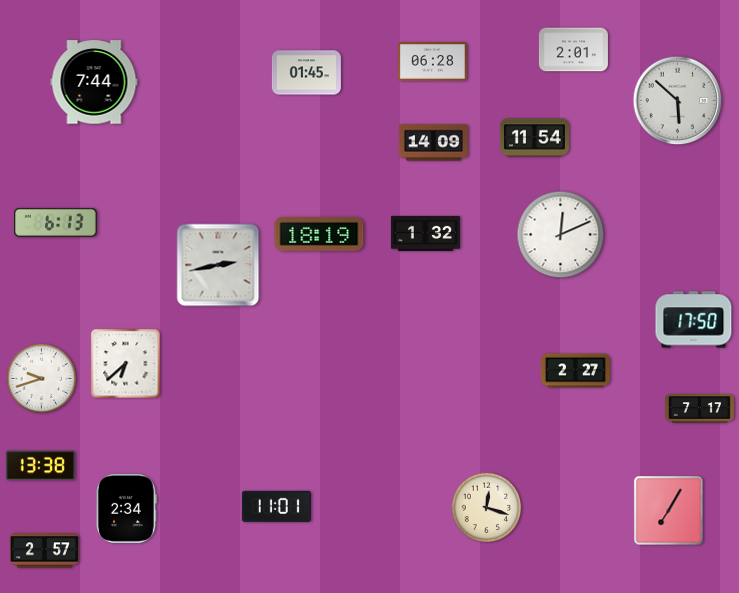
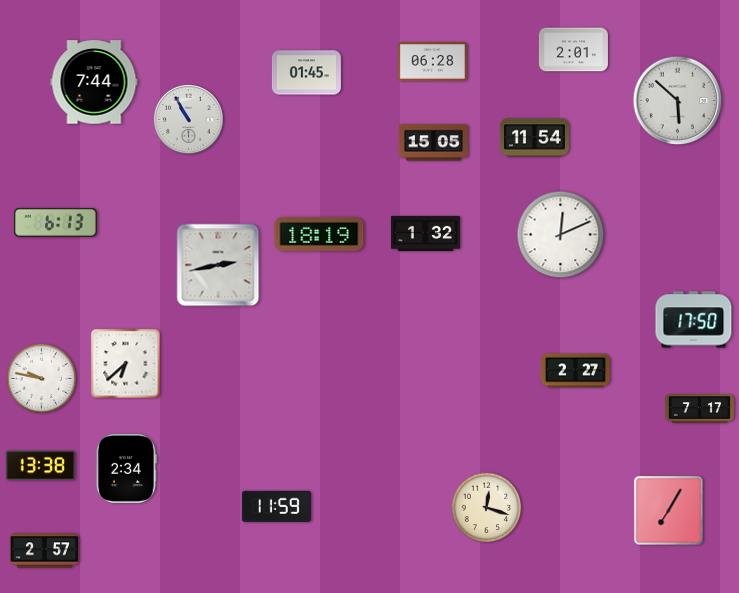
clock at (189, 120): none -> 10:55
clock at (433, 143): 14:09 -> 15:05
clock at (42, 379): 9:42 -> 9:47
clock at (276, 506): 11:01 -> 11:59
clock at (127, 508) position: (127, 508) -> (127, 468)
